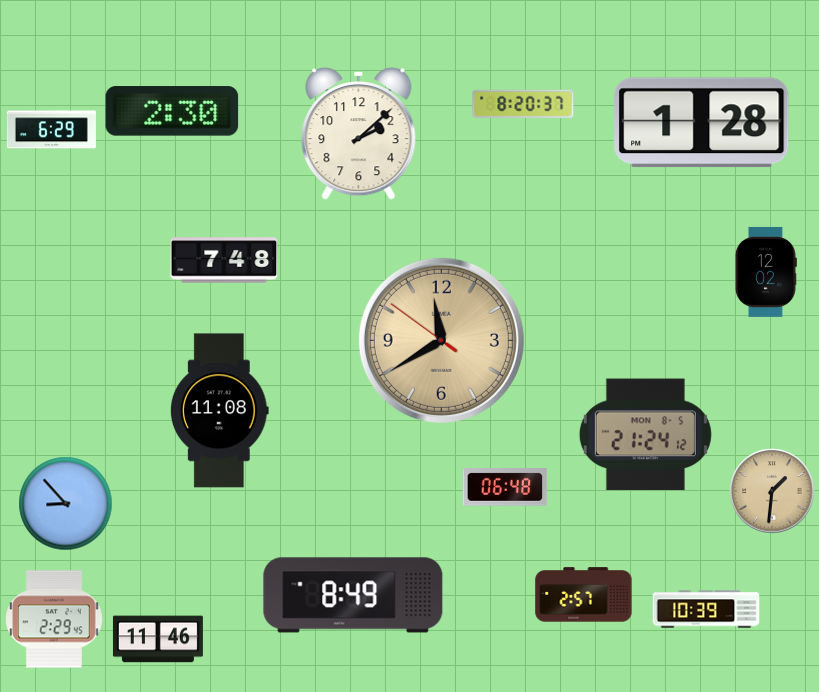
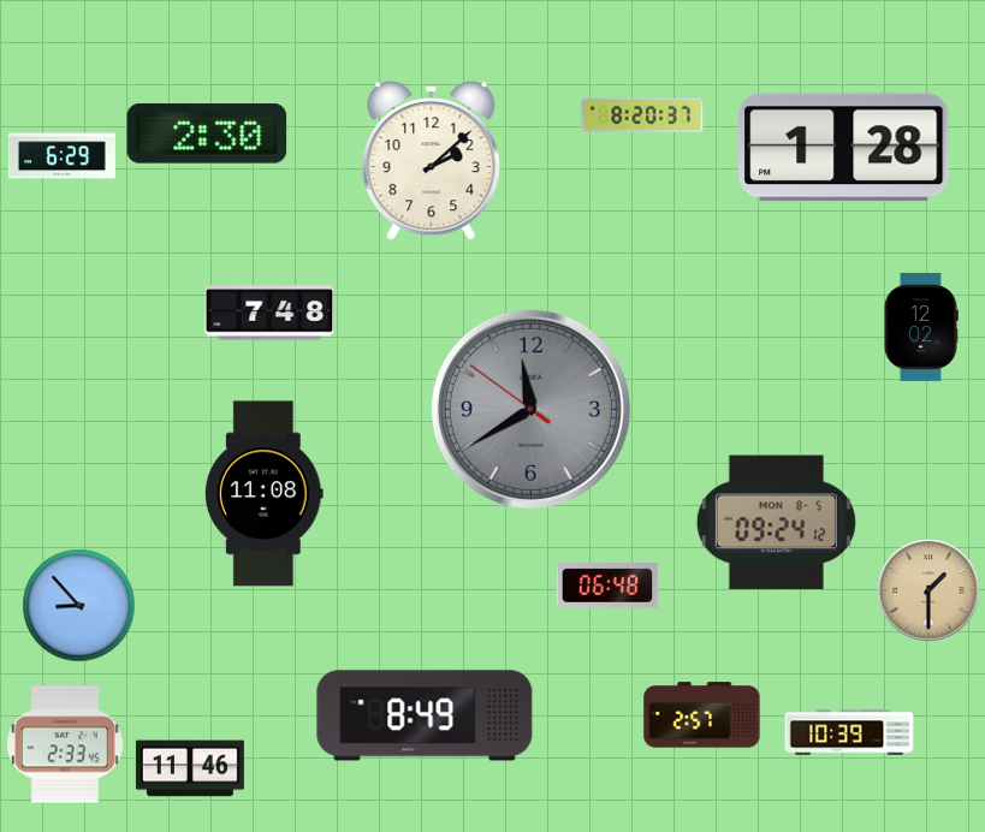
clock at (523, 104) position: (523, 104) -> (642, 115)
clock at (441, 340) dial: champagne -> grey
clock at (645, 435): 21:24 -> 09:24
clock at (772, 491): 1:31 -> 1:30
clock at (54, 619): 2:29 -> 2:33
